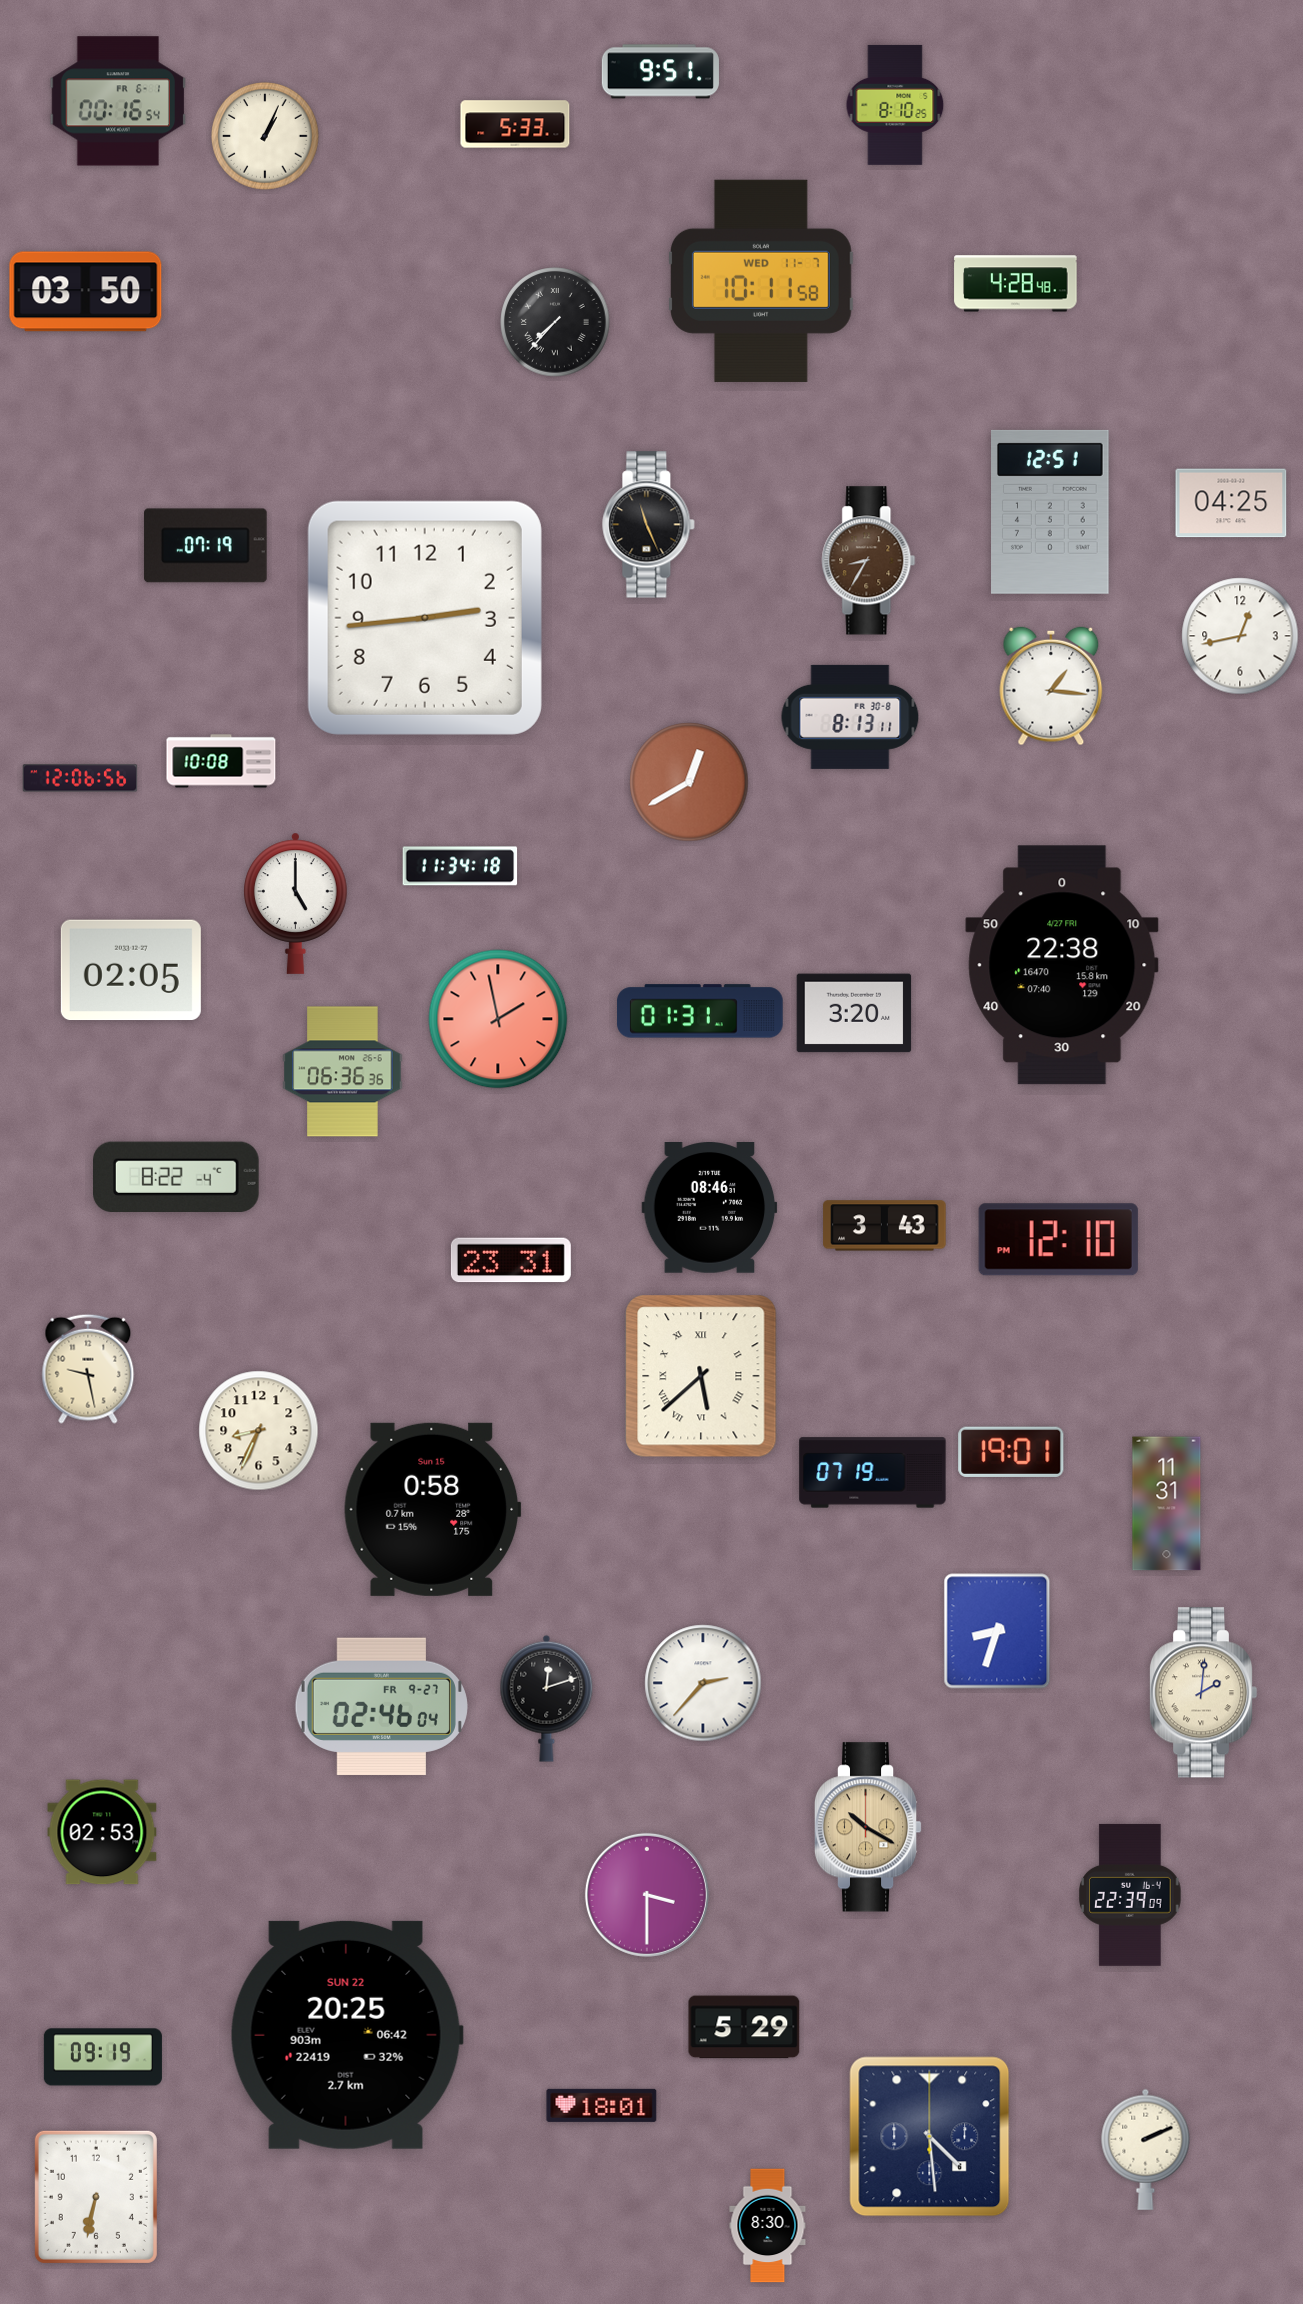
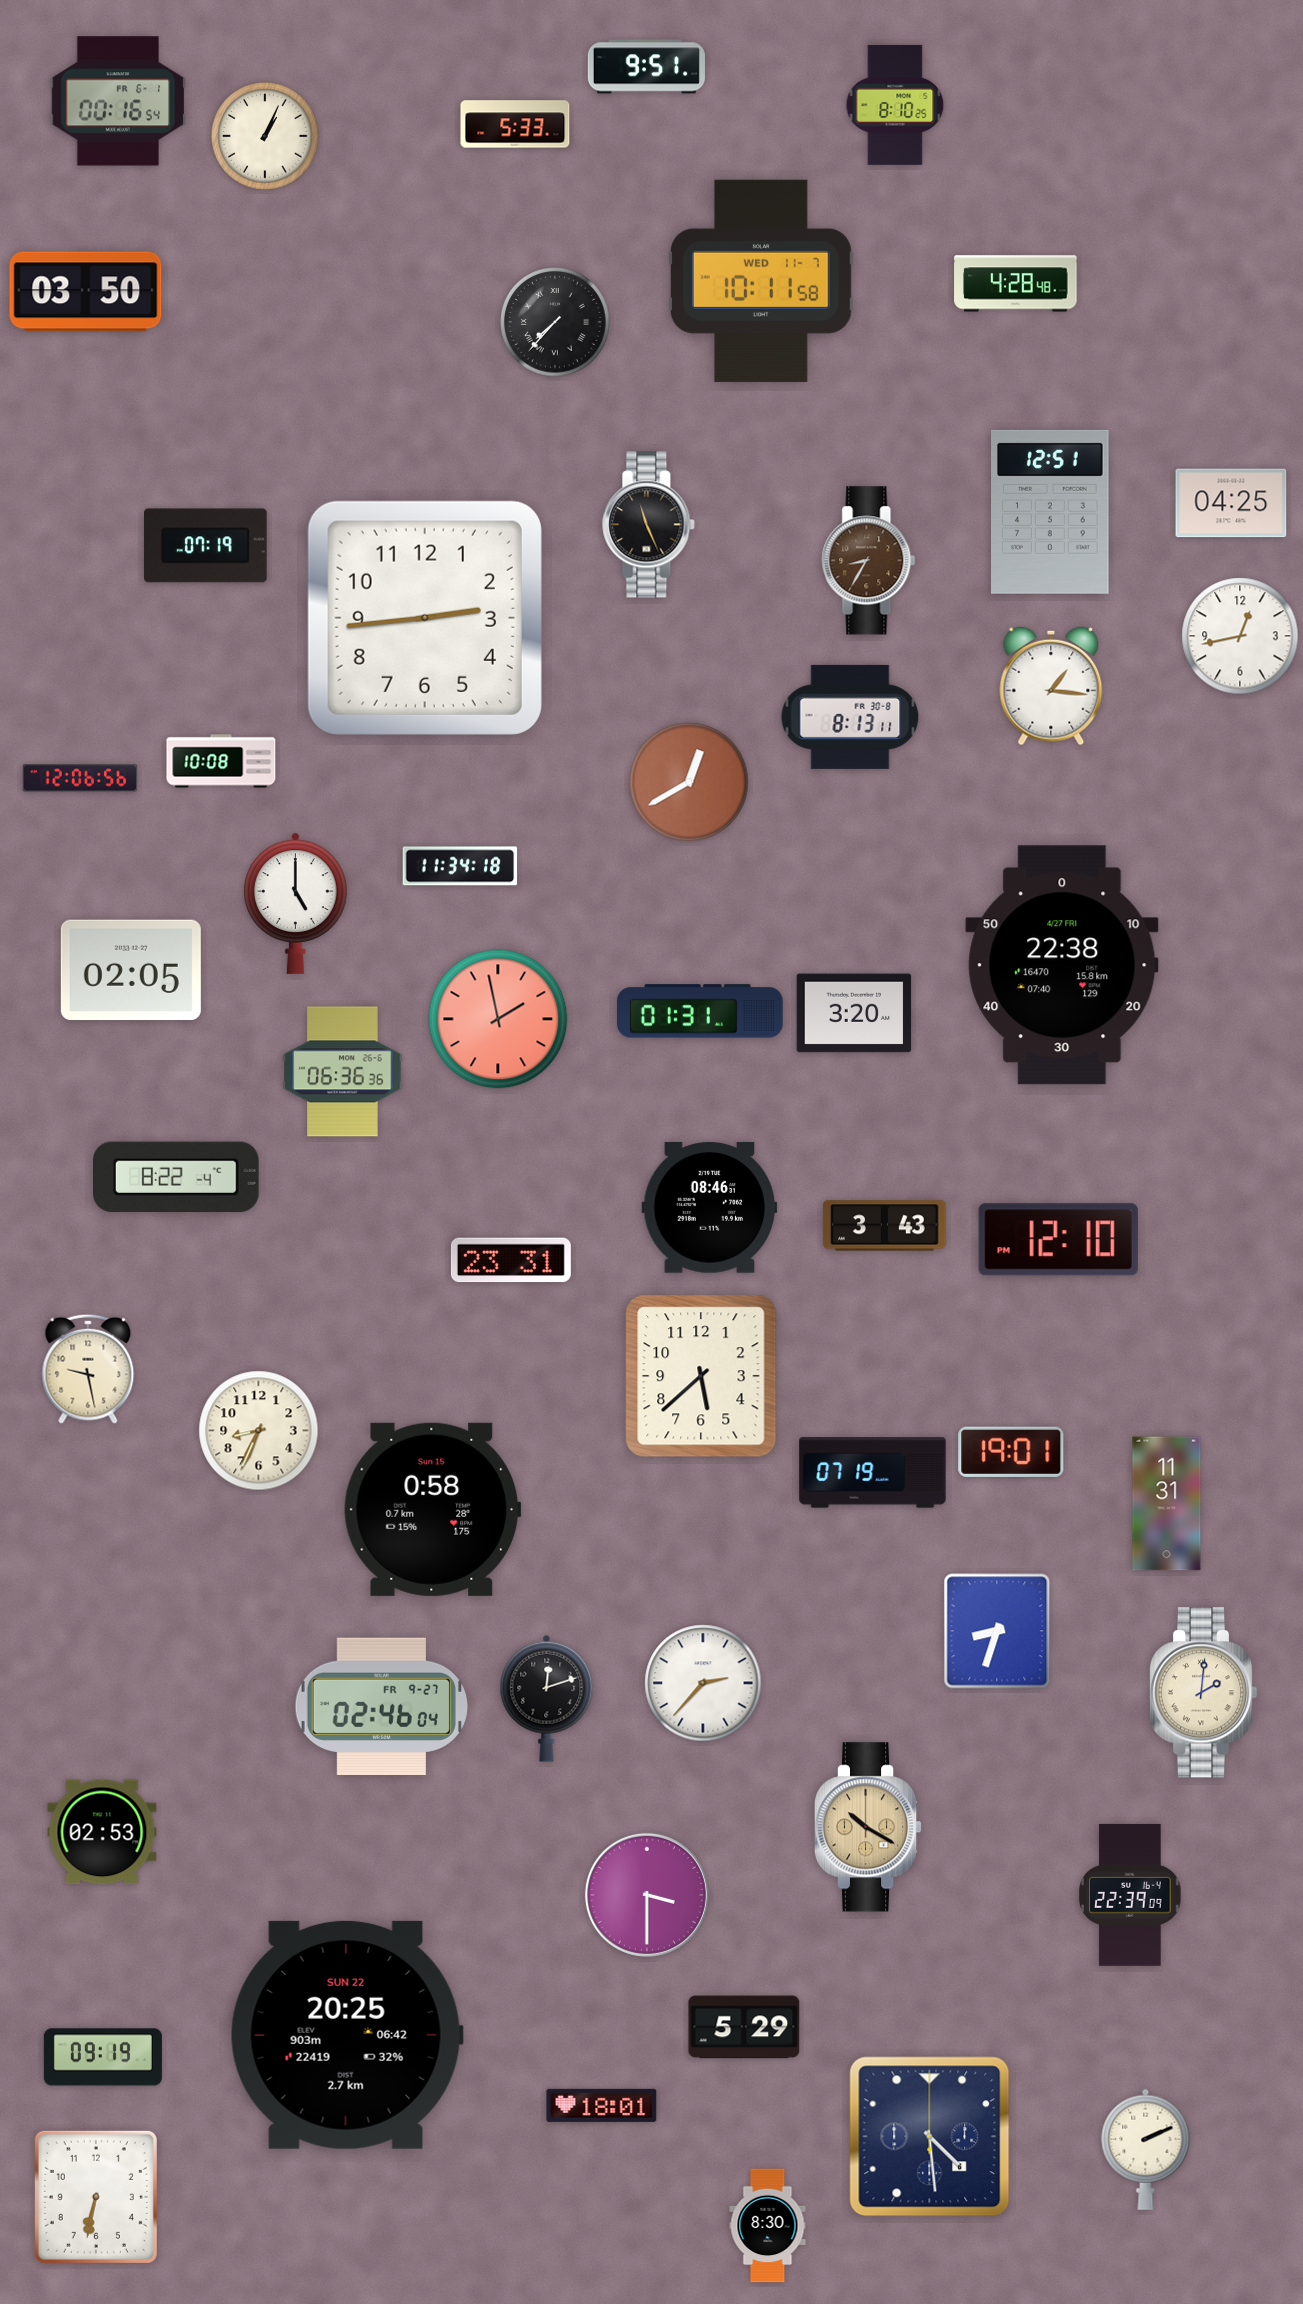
clock at (660, 72) position: (660, 72) -> (646, 67)
clock at (701, 1376) numerals: Roman -> Arabic
